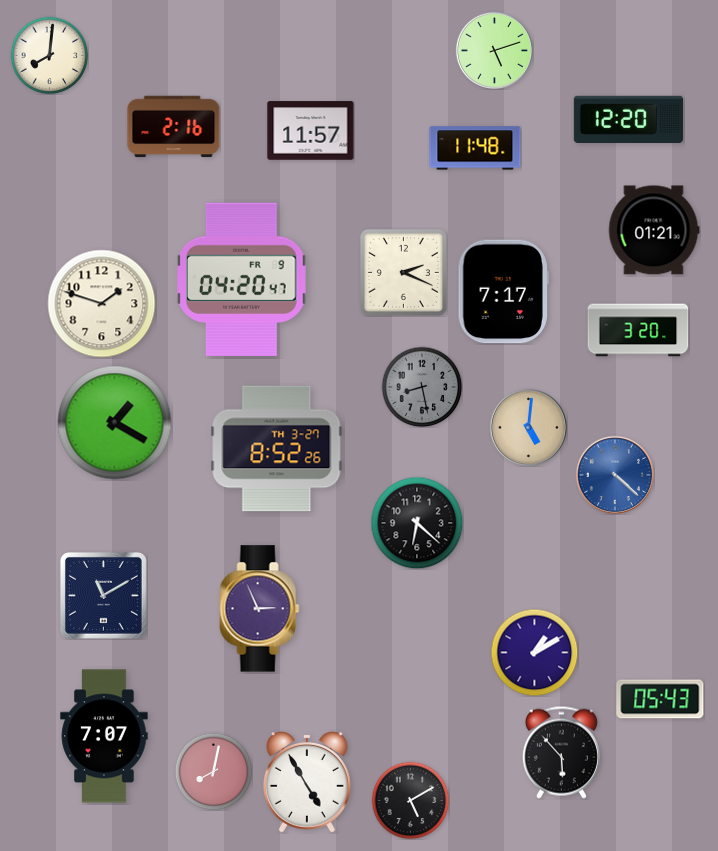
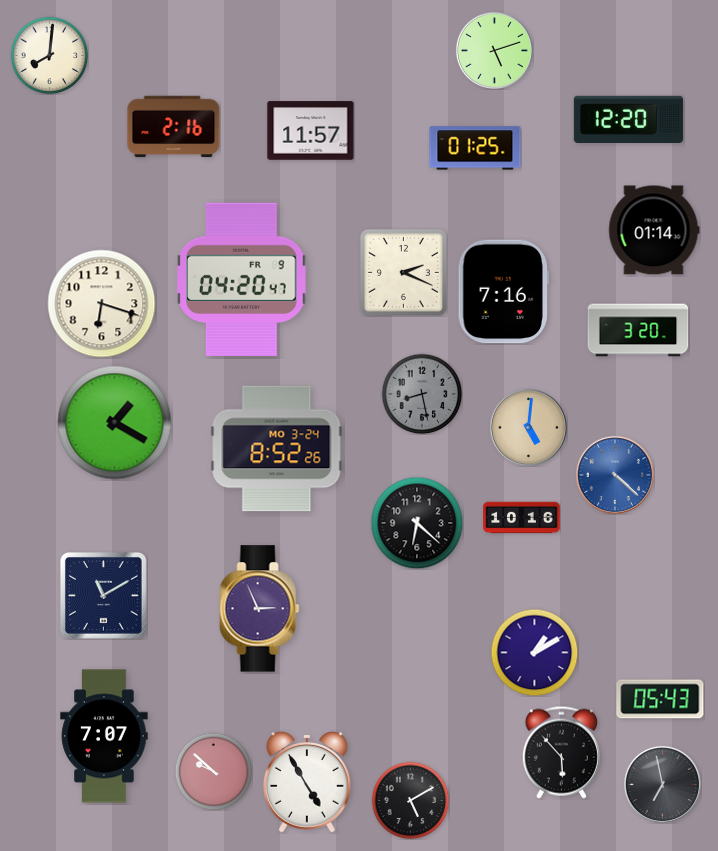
clock at (475, 148): 11:48 -> 01:25
clock at (654, 230): 01:21 -> 01:14
clock at (503, 292): 7:17 -> 7:16
clock at (102, 304): 1:48 -> 6:18
clock at (422, 387) position: (422, 387) -> (422, 394)
clock at (277, 449) date: TH 3-27 -> MO 3-24
clock at (522, 518): none -> 10:16
clock at (213, 771): 8:02 -> 9:52
clock at (662, 784): none -> 6:58
